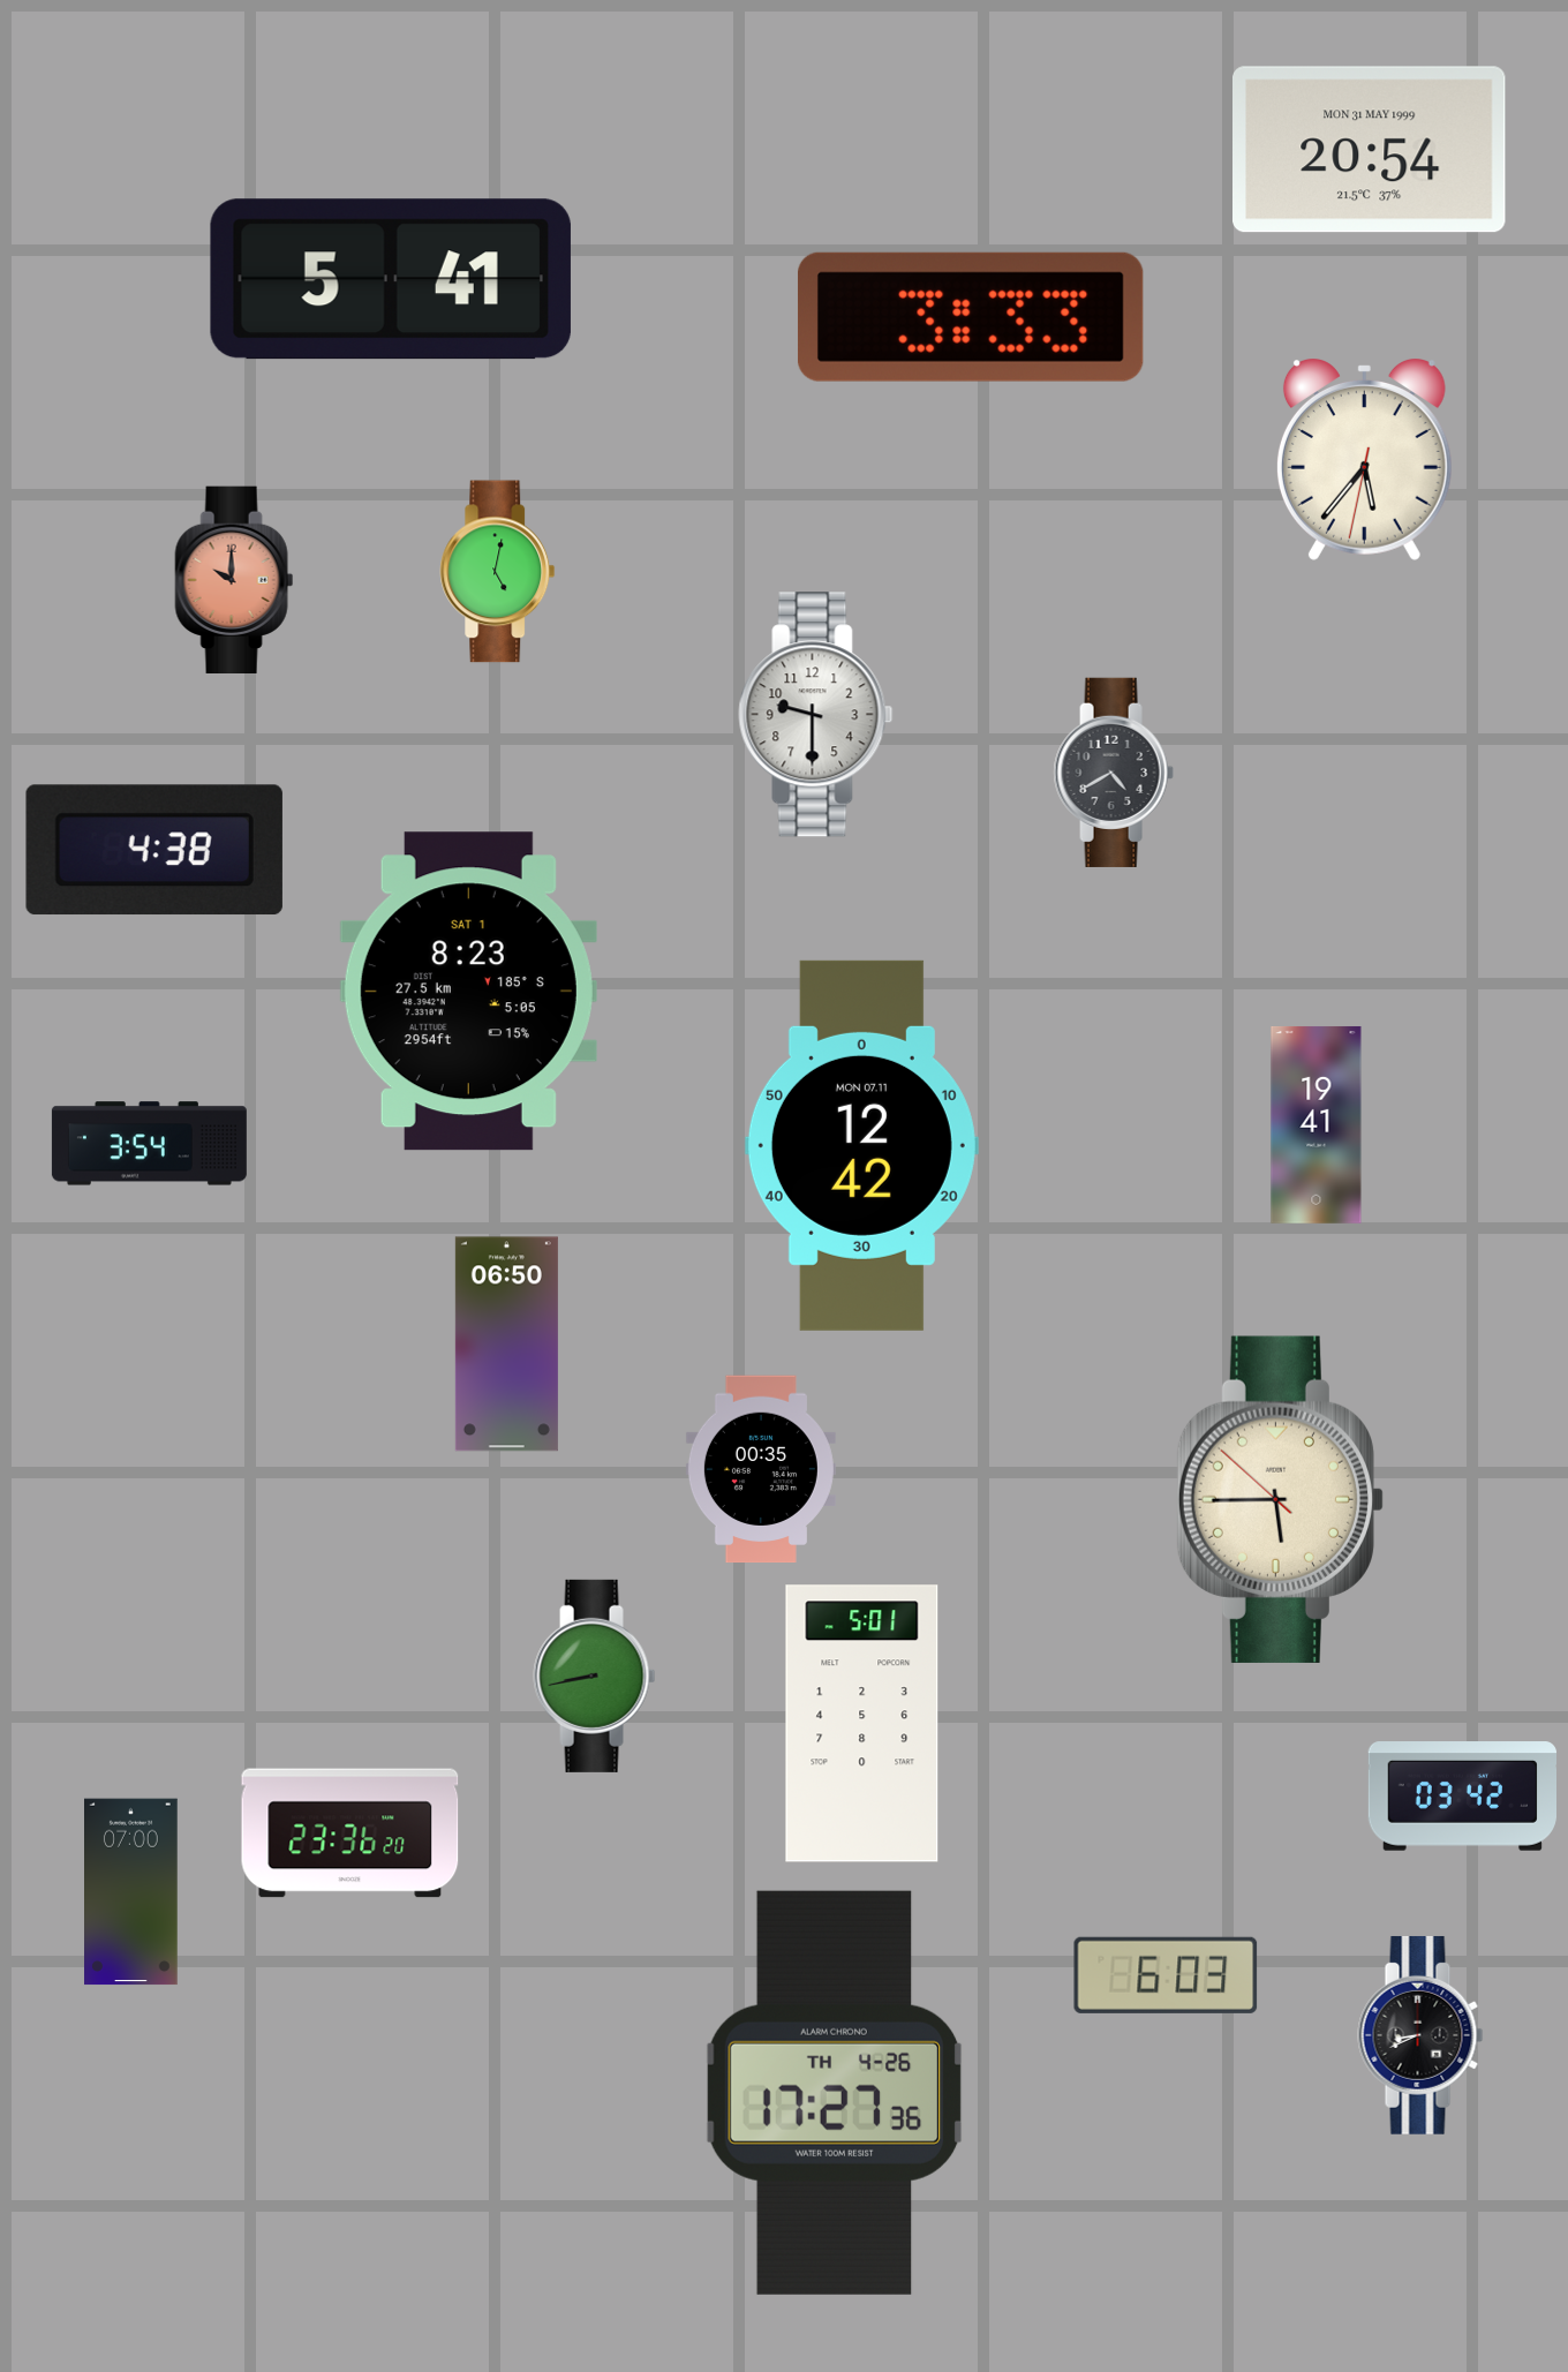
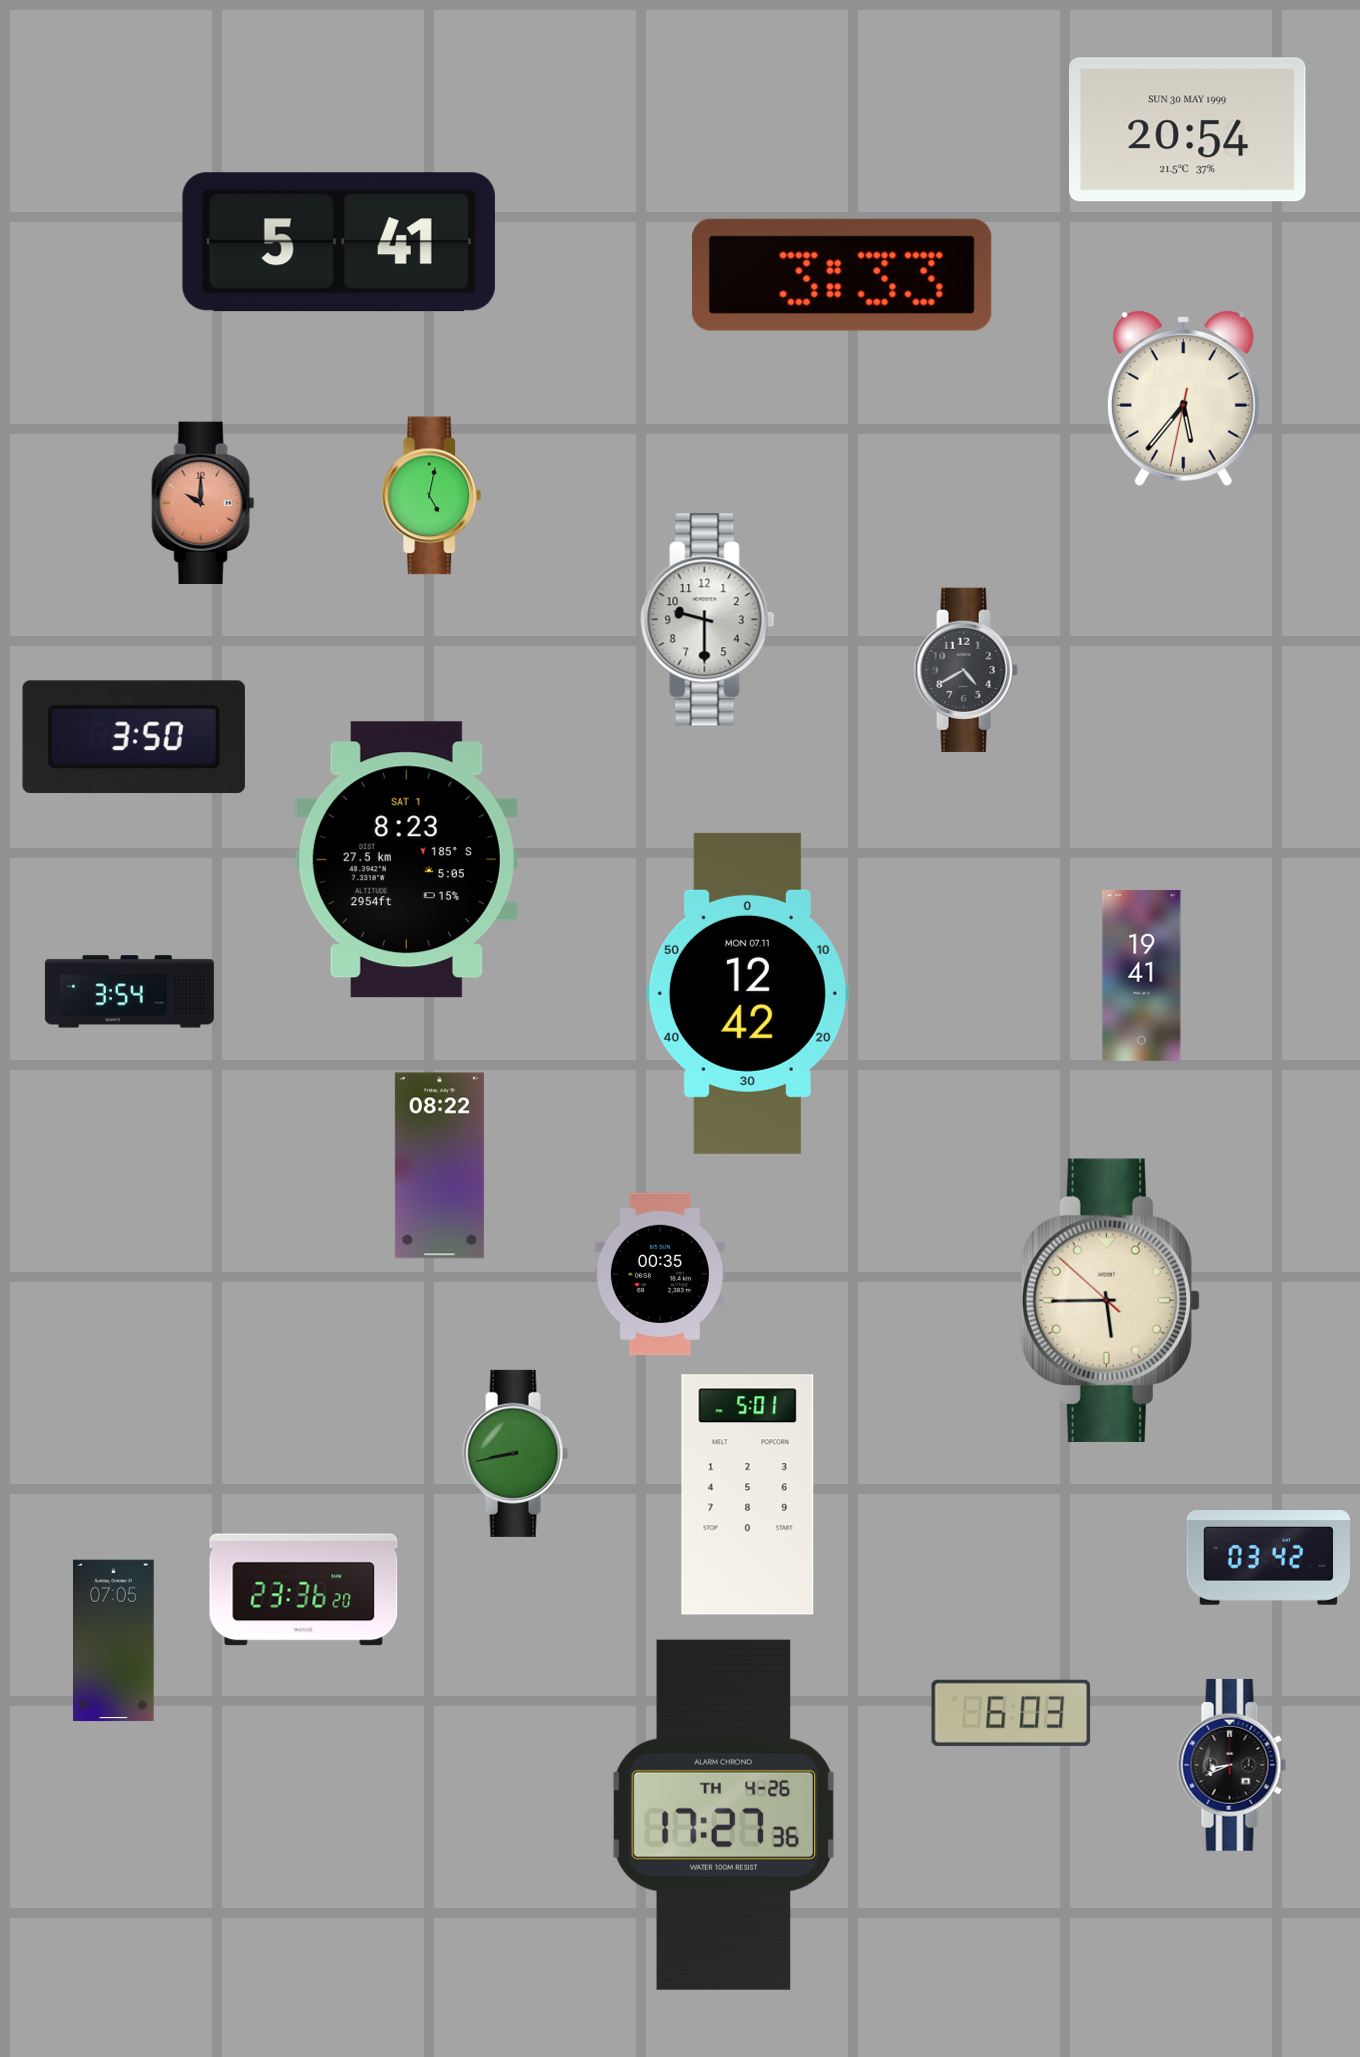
clock at (1370, 150) date: MON 31 MAY 1999 -> SUN 30 MAY 1999
clock at (154, 850): 4:38 -> 3:50
clock at (506, 1345): 06:50 -> 08:22
clock at (131, 1892): 07:00 -> 07:05
